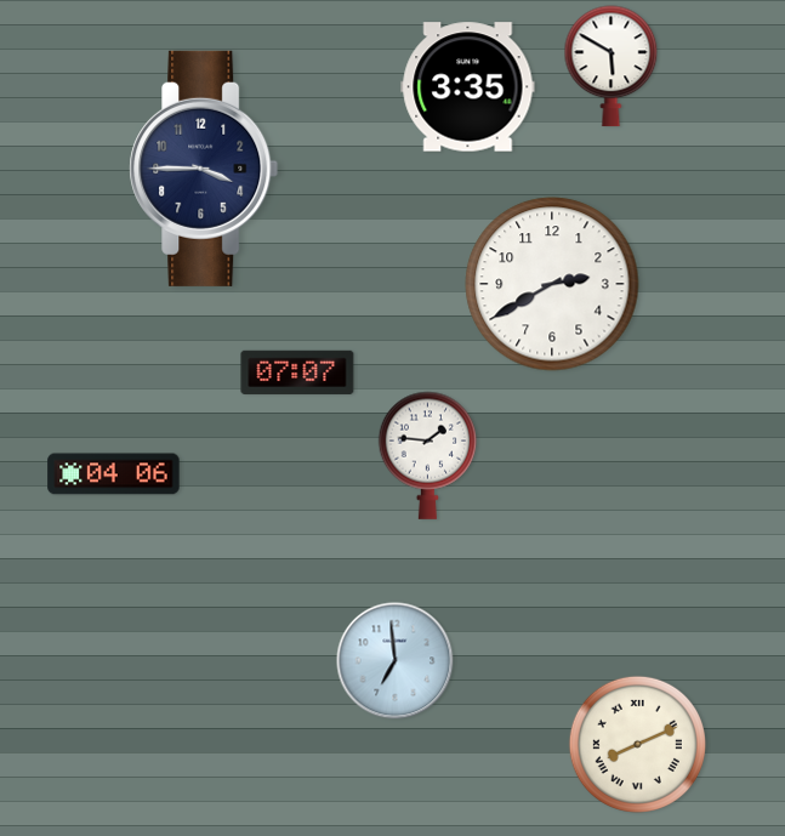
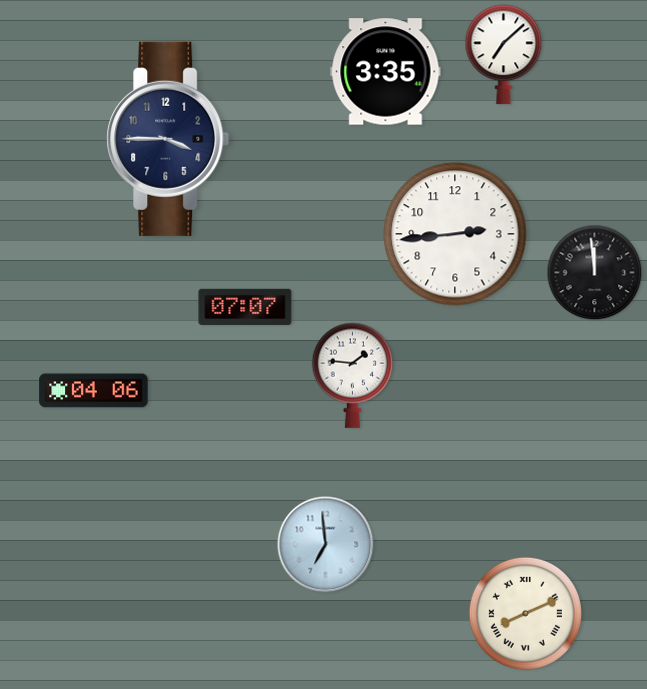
clock at (611, 67): 5:50 -> 7:08
clock at (552, 284): 2:40 -> 2:44
clock at (595, 273): none -> 11:59
